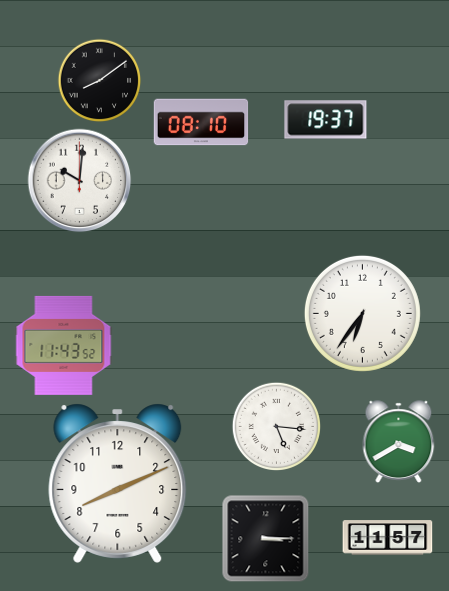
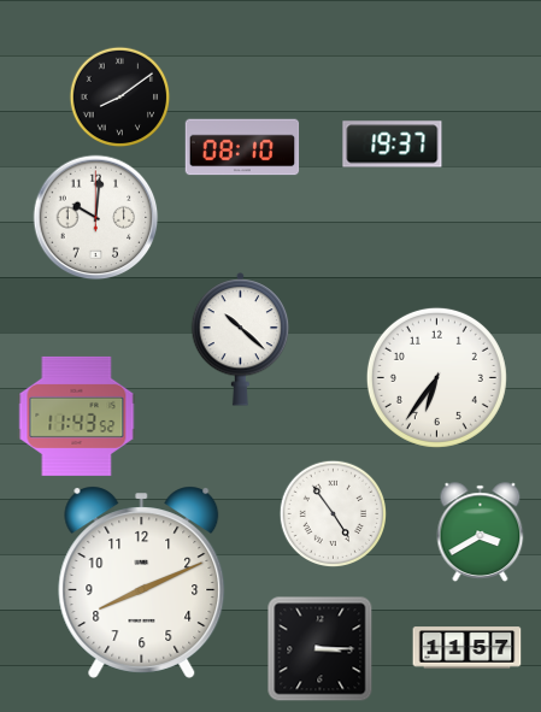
clock at (241, 340): none -> 10:22
clock at (276, 426): 5:16 -> 4:54
